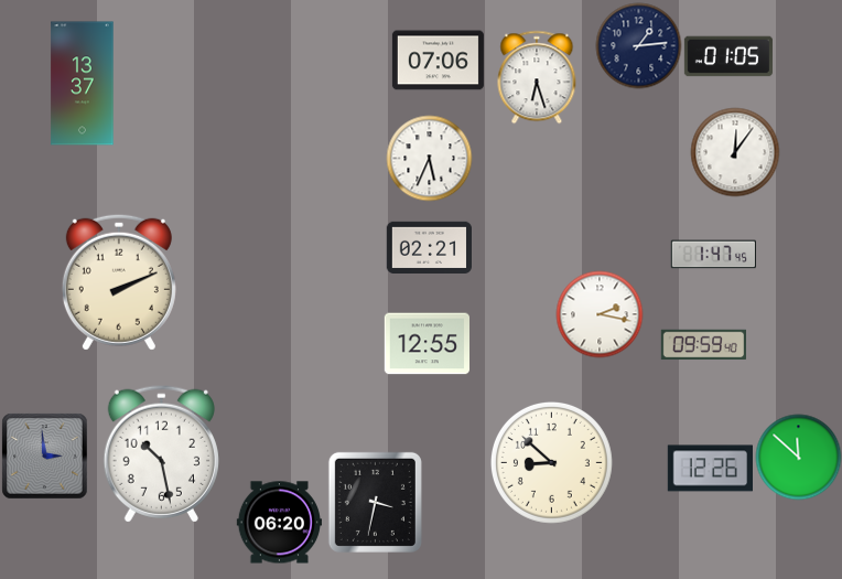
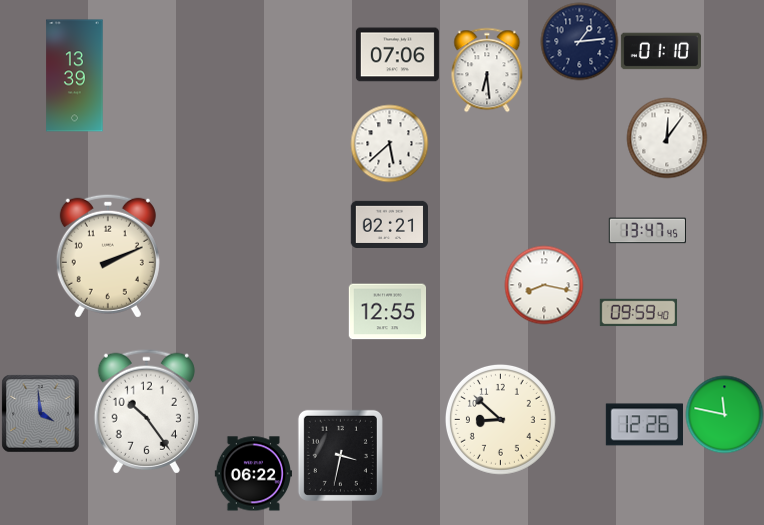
clock at (728, 56): 01:05 -> 01:10
clock at (537, 77): 6:27 -> 6:29
clock at (83, 84): 13:37 -> 13:39
clock at (429, 158): 5:34 -> 5:38
clock at (713, 255): 1:47 -> 13:47
clock at (600, 314): 2:17 -> 8:17
clock at (161, 453): 10:28 -> 10:24
clock at (44, 455): 2:59 -> 3:59
clock at (798, 457): 11:52 -> 11:47
clock at (279, 523): 06:20 -> 06:22
